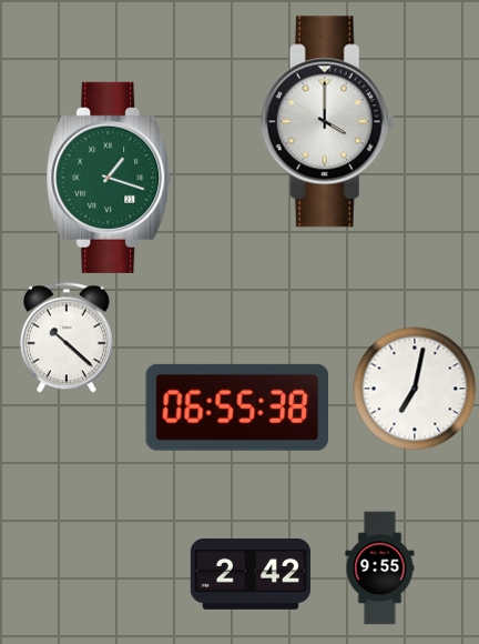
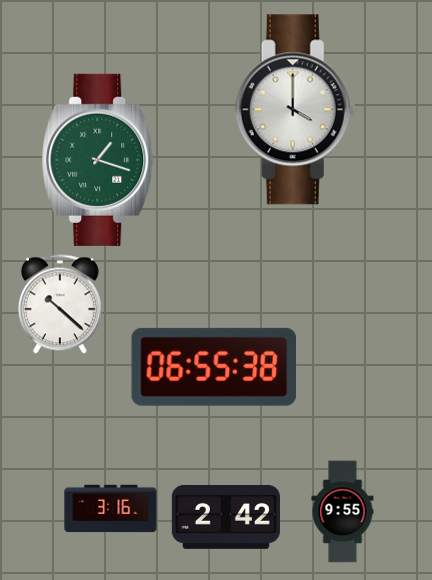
clock at (415, 389): 7:02 -> none
clock at (111, 509): none -> 3:16
